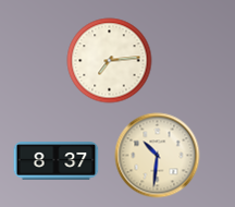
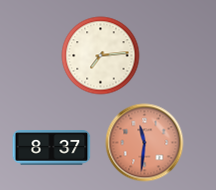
clock at (157, 155): 10:31 -> 11:31
clock at (157, 155) dial: cream -> salmon
